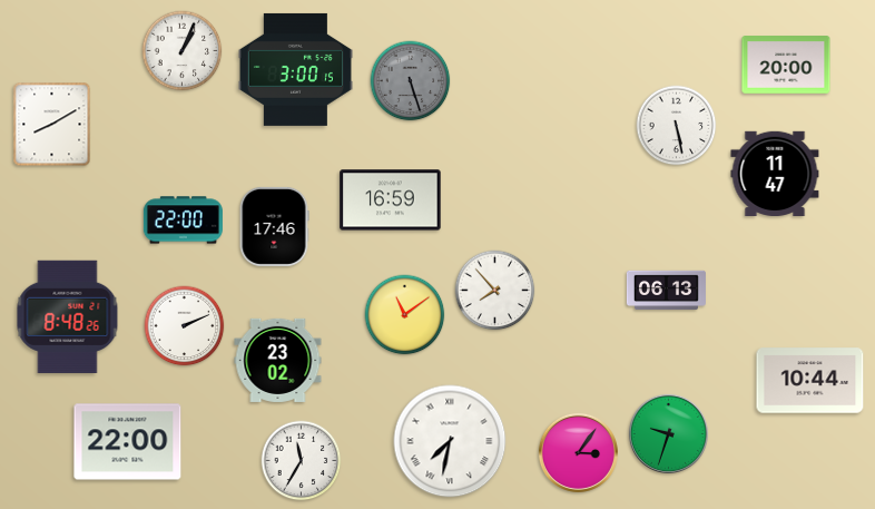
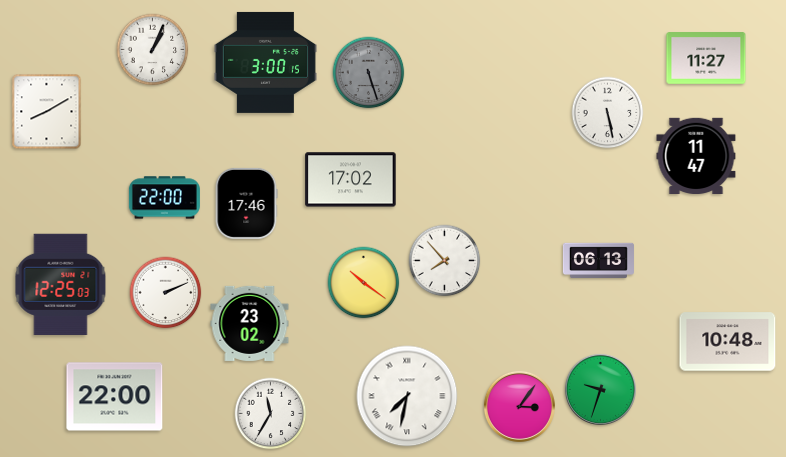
clock at (183, 51) position: (183, 51) -> (153, 50)
clock at (786, 65): 20:00 -> 11:27
clock at (391, 200): 16:59 -> 17:02
clock at (405, 315): 11:09 -> 10:21
clock at (68, 316): 8:48 -> 12:25
clock at (810, 381): 10:44 -> 10:48
clock at (450, 441) position: (450, 441) -> (407, 396)
